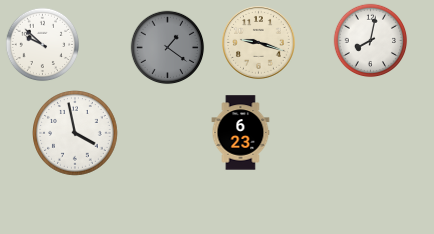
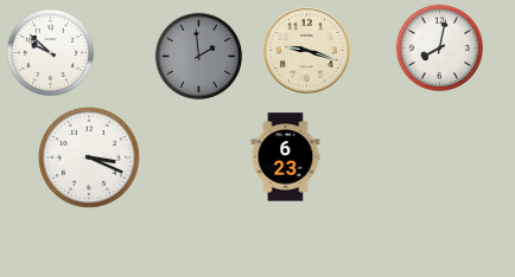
clock at (168, 48): 1:21 -> 1:59
clock at (75, 133): 3:58 -> 3:19
